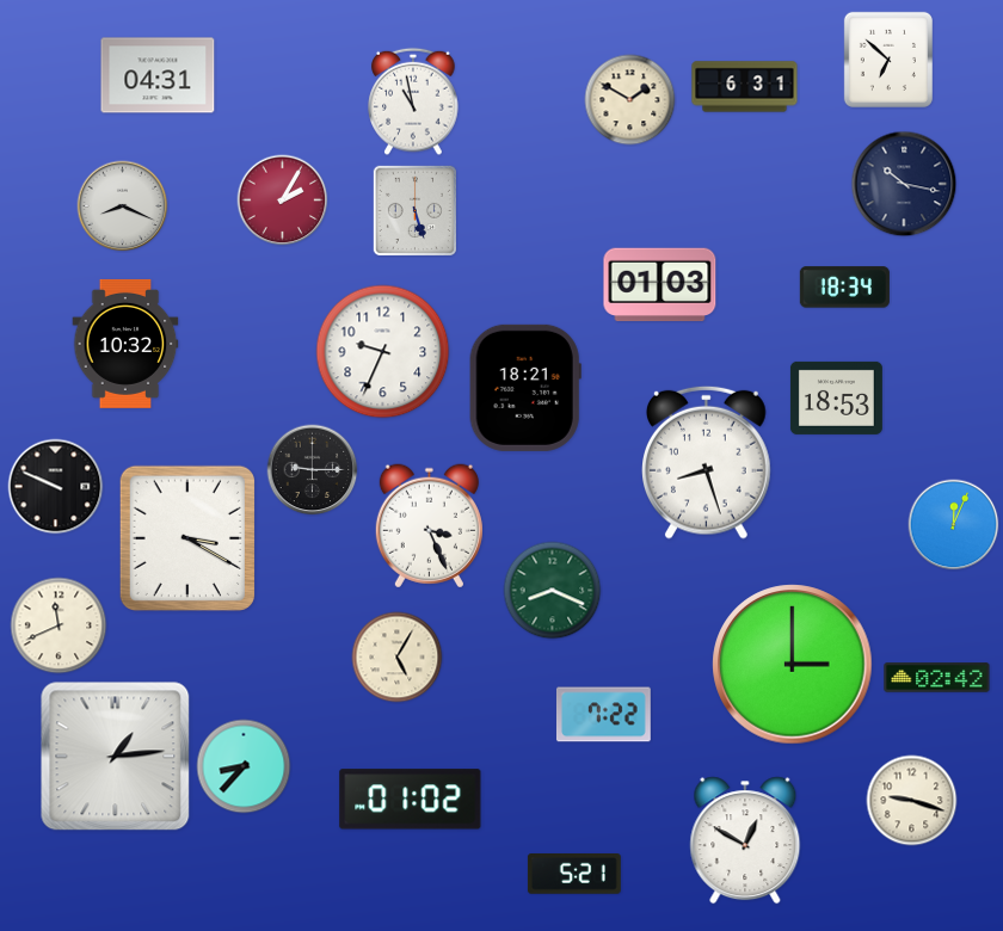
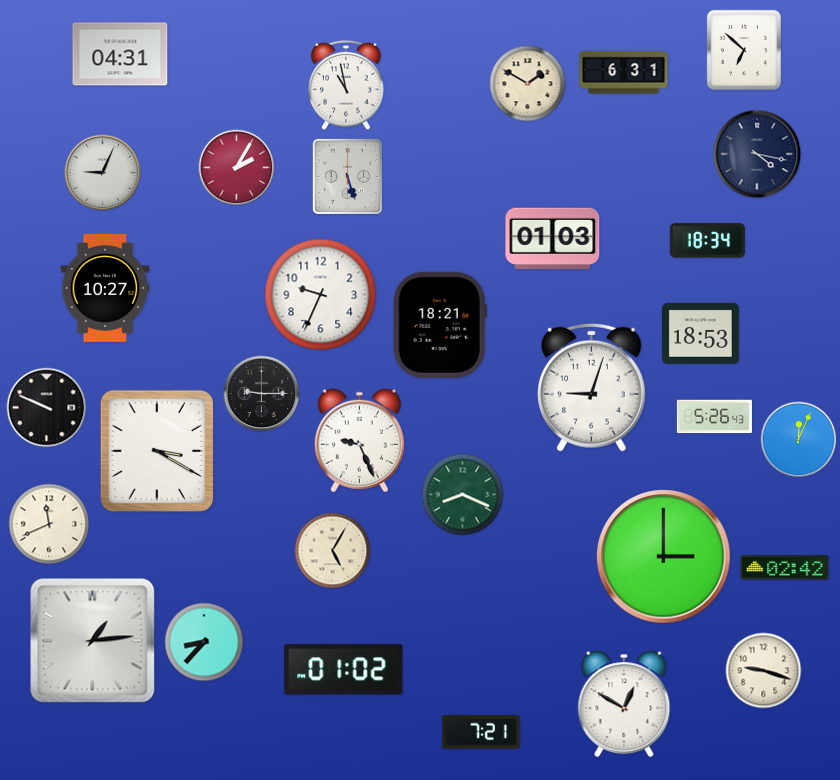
clock at (158, 75) position: (158, 75) -> (120, 54)
clock at (904, 184): 10:17 -> 4:17
clock at (123, 206): 8:19 -> 9:04
clock at (125, 344): 10:32 -> 10:27
clock at (707, 462): 8:27 -> 9:03
clock at (714, 417): none -> 5:26
clock at (429, 526): 3:26 -> 9:26
clock at (604, 715): 7:22 -> none
clock at (116, 757) position: (116, 757) -> (93, 641)
clock at (574, 875): 5:21 -> 7:21
